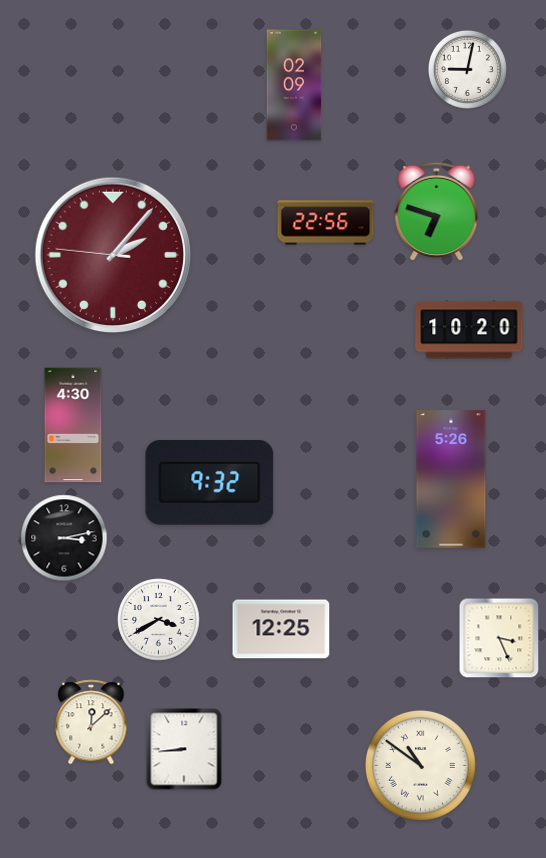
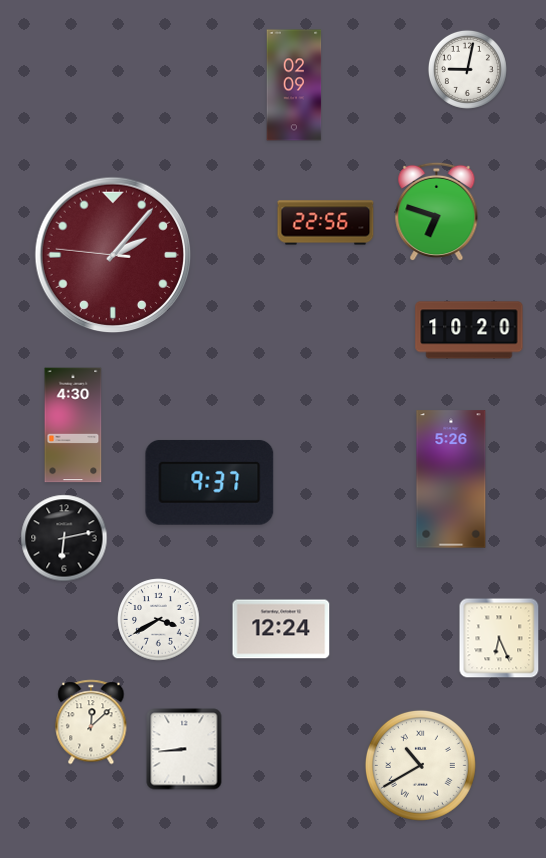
clock at (210, 482): 9:32 -> 9:37
clock at (64, 538): 3:13 -> 6:13
clock at (281, 629): 12:25 -> 12:24
clock at (499, 638): 3:26 -> 6:26
clock at (420, 765): 10:51 -> 10:40
